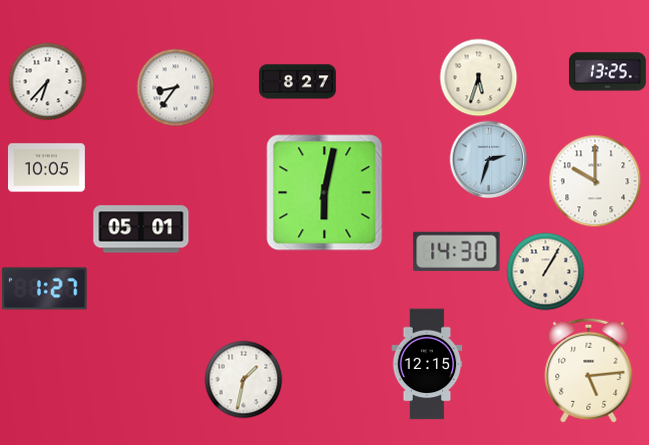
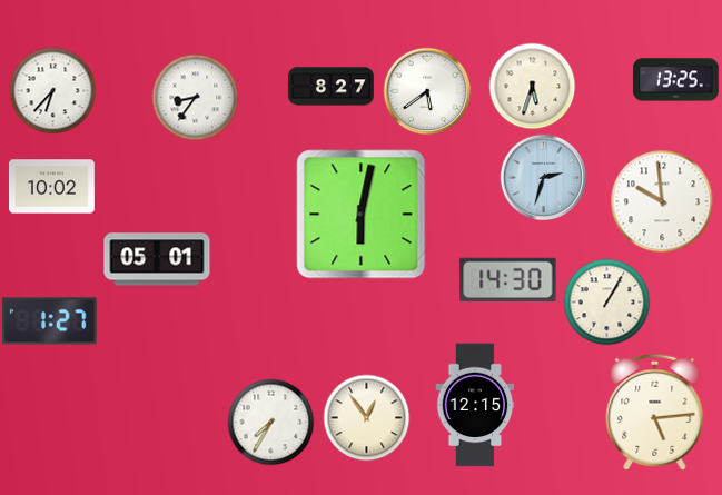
clock at (298, 82) position: (298, 82) -> (332, 87)
clock at (427, 91): none -> 5:39
clock at (47, 168): 10:05 -> 10:02
clock at (595, 181): 10:00 -> 9:59
clock at (141, 229) position: (141, 229) -> (157, 259)
clock at (366, 417): none -> 12:54
clock at (243, 379): 1:32 -> 7:35
